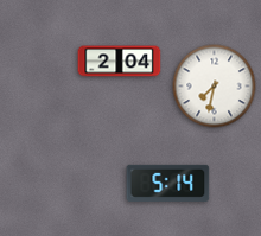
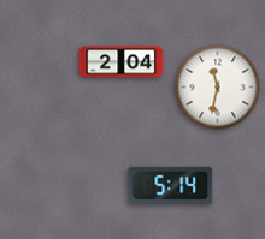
clock at (215, 87): 7:32 -> 11:32
